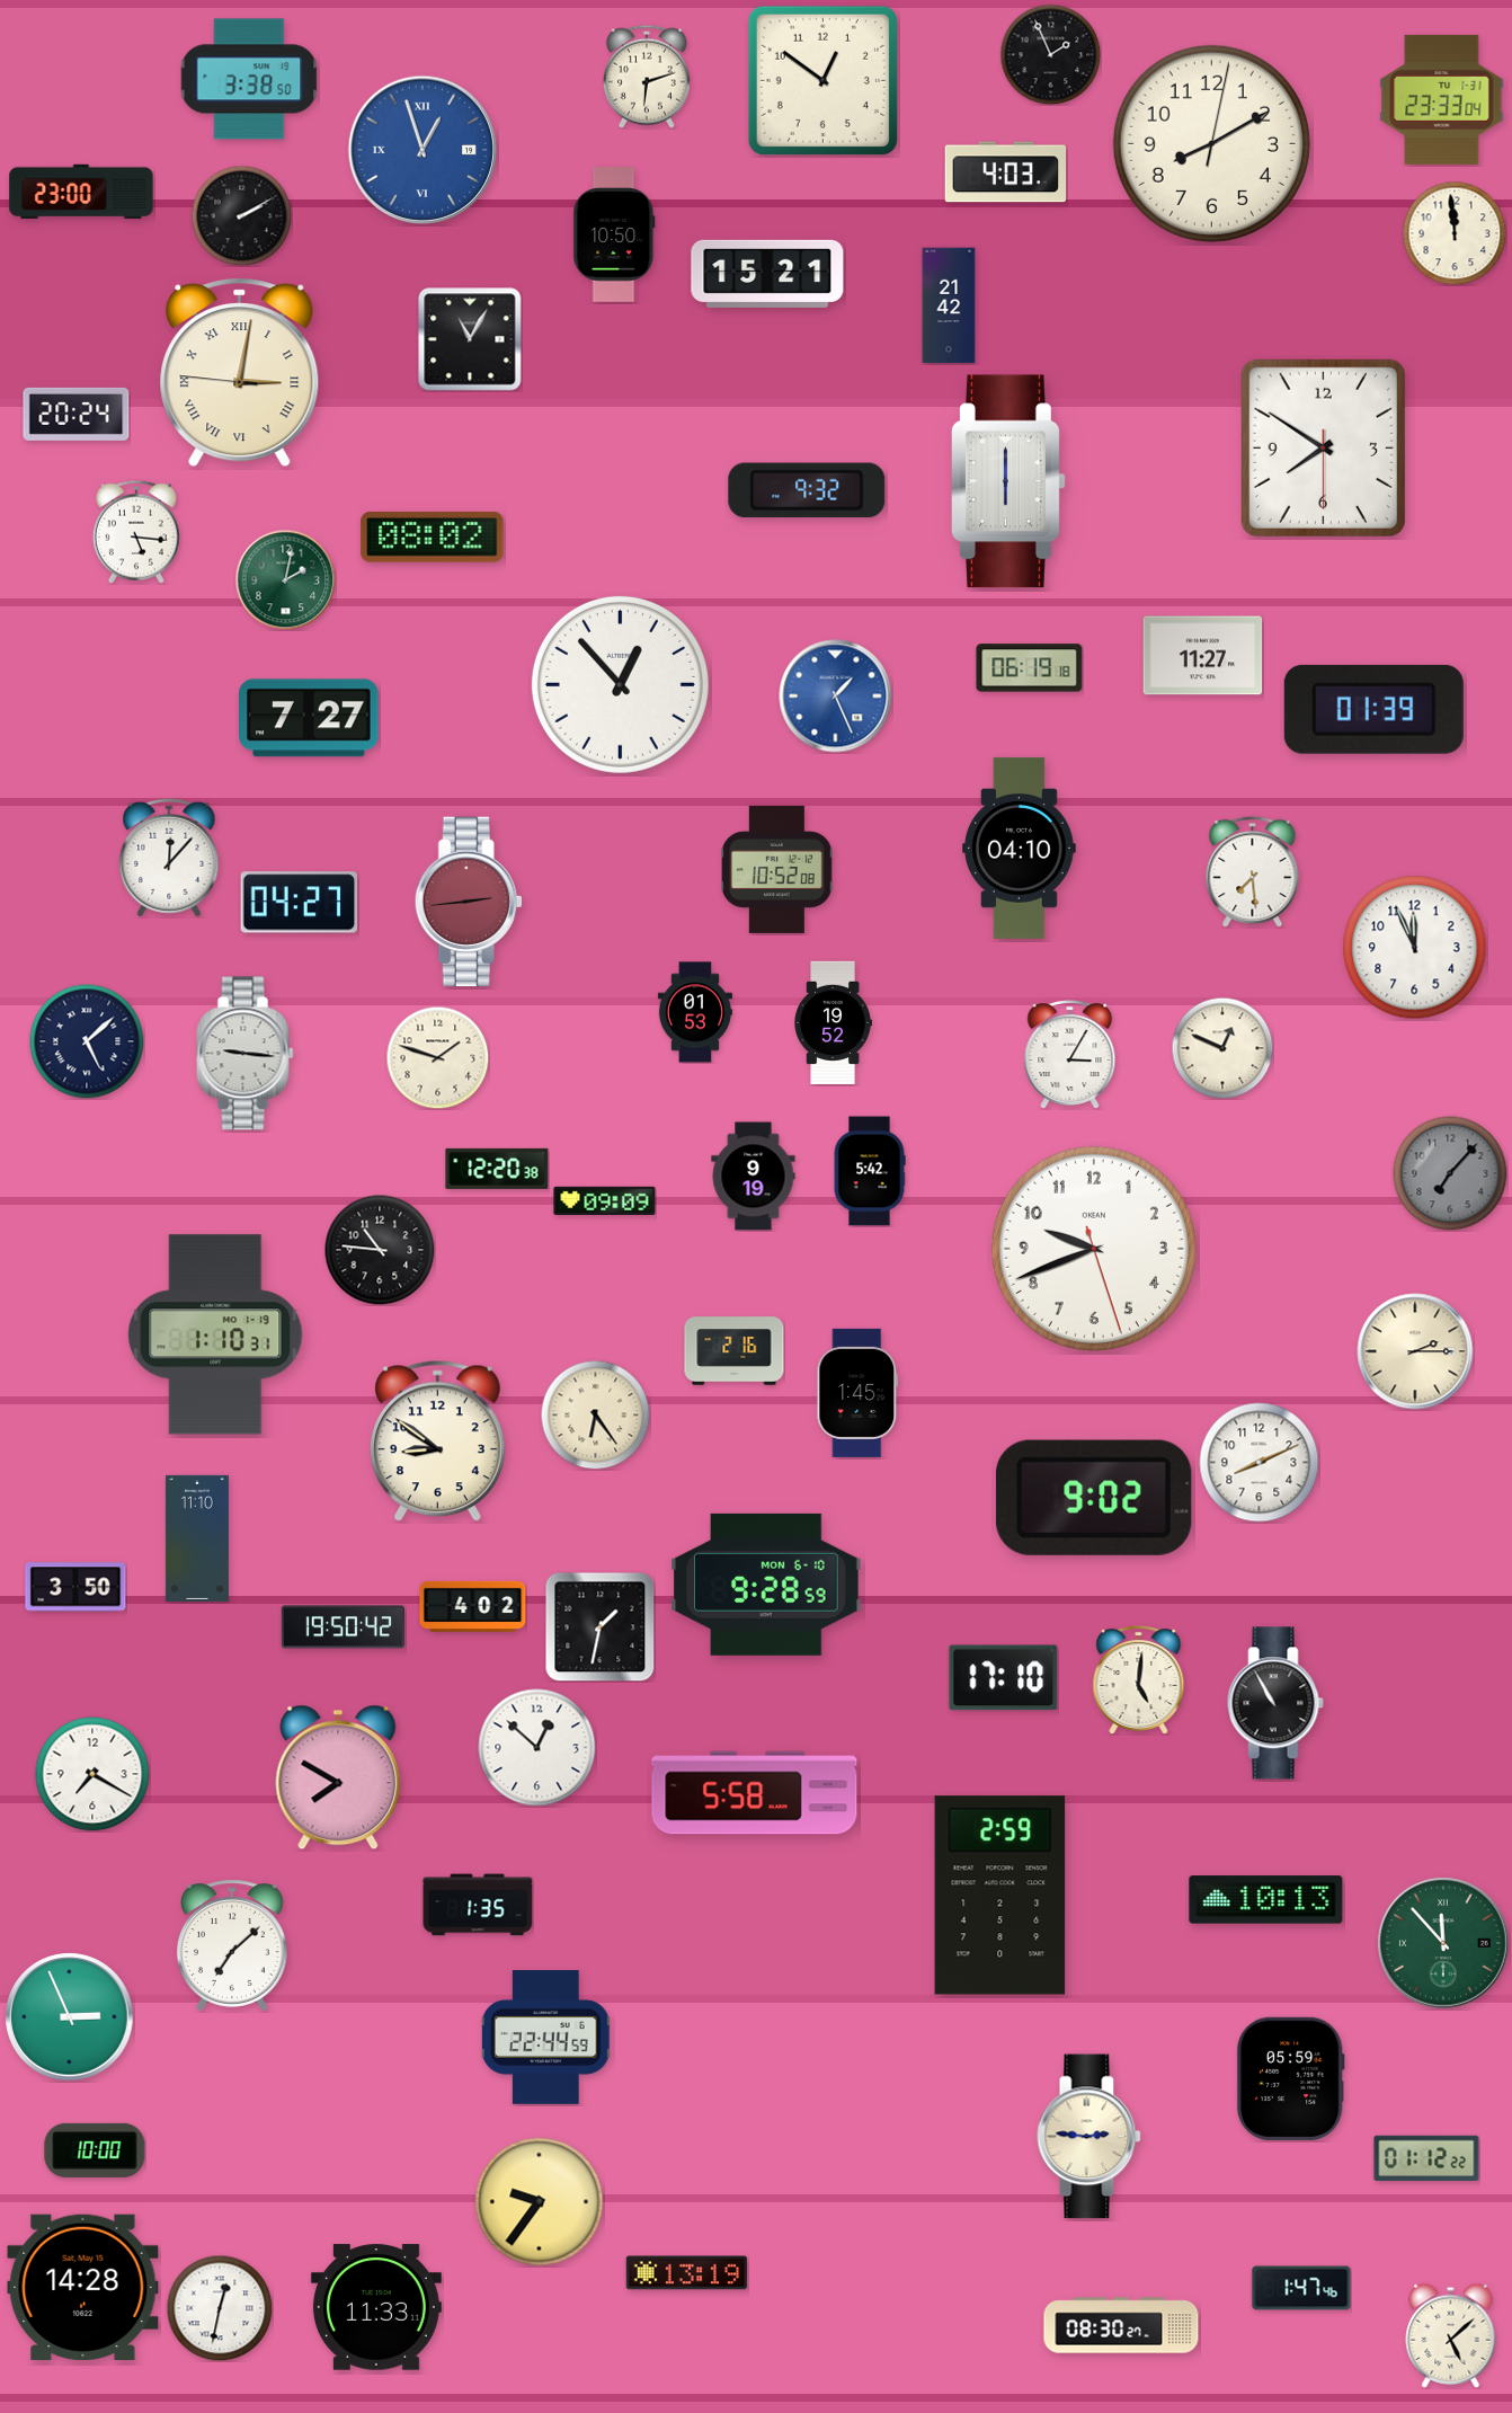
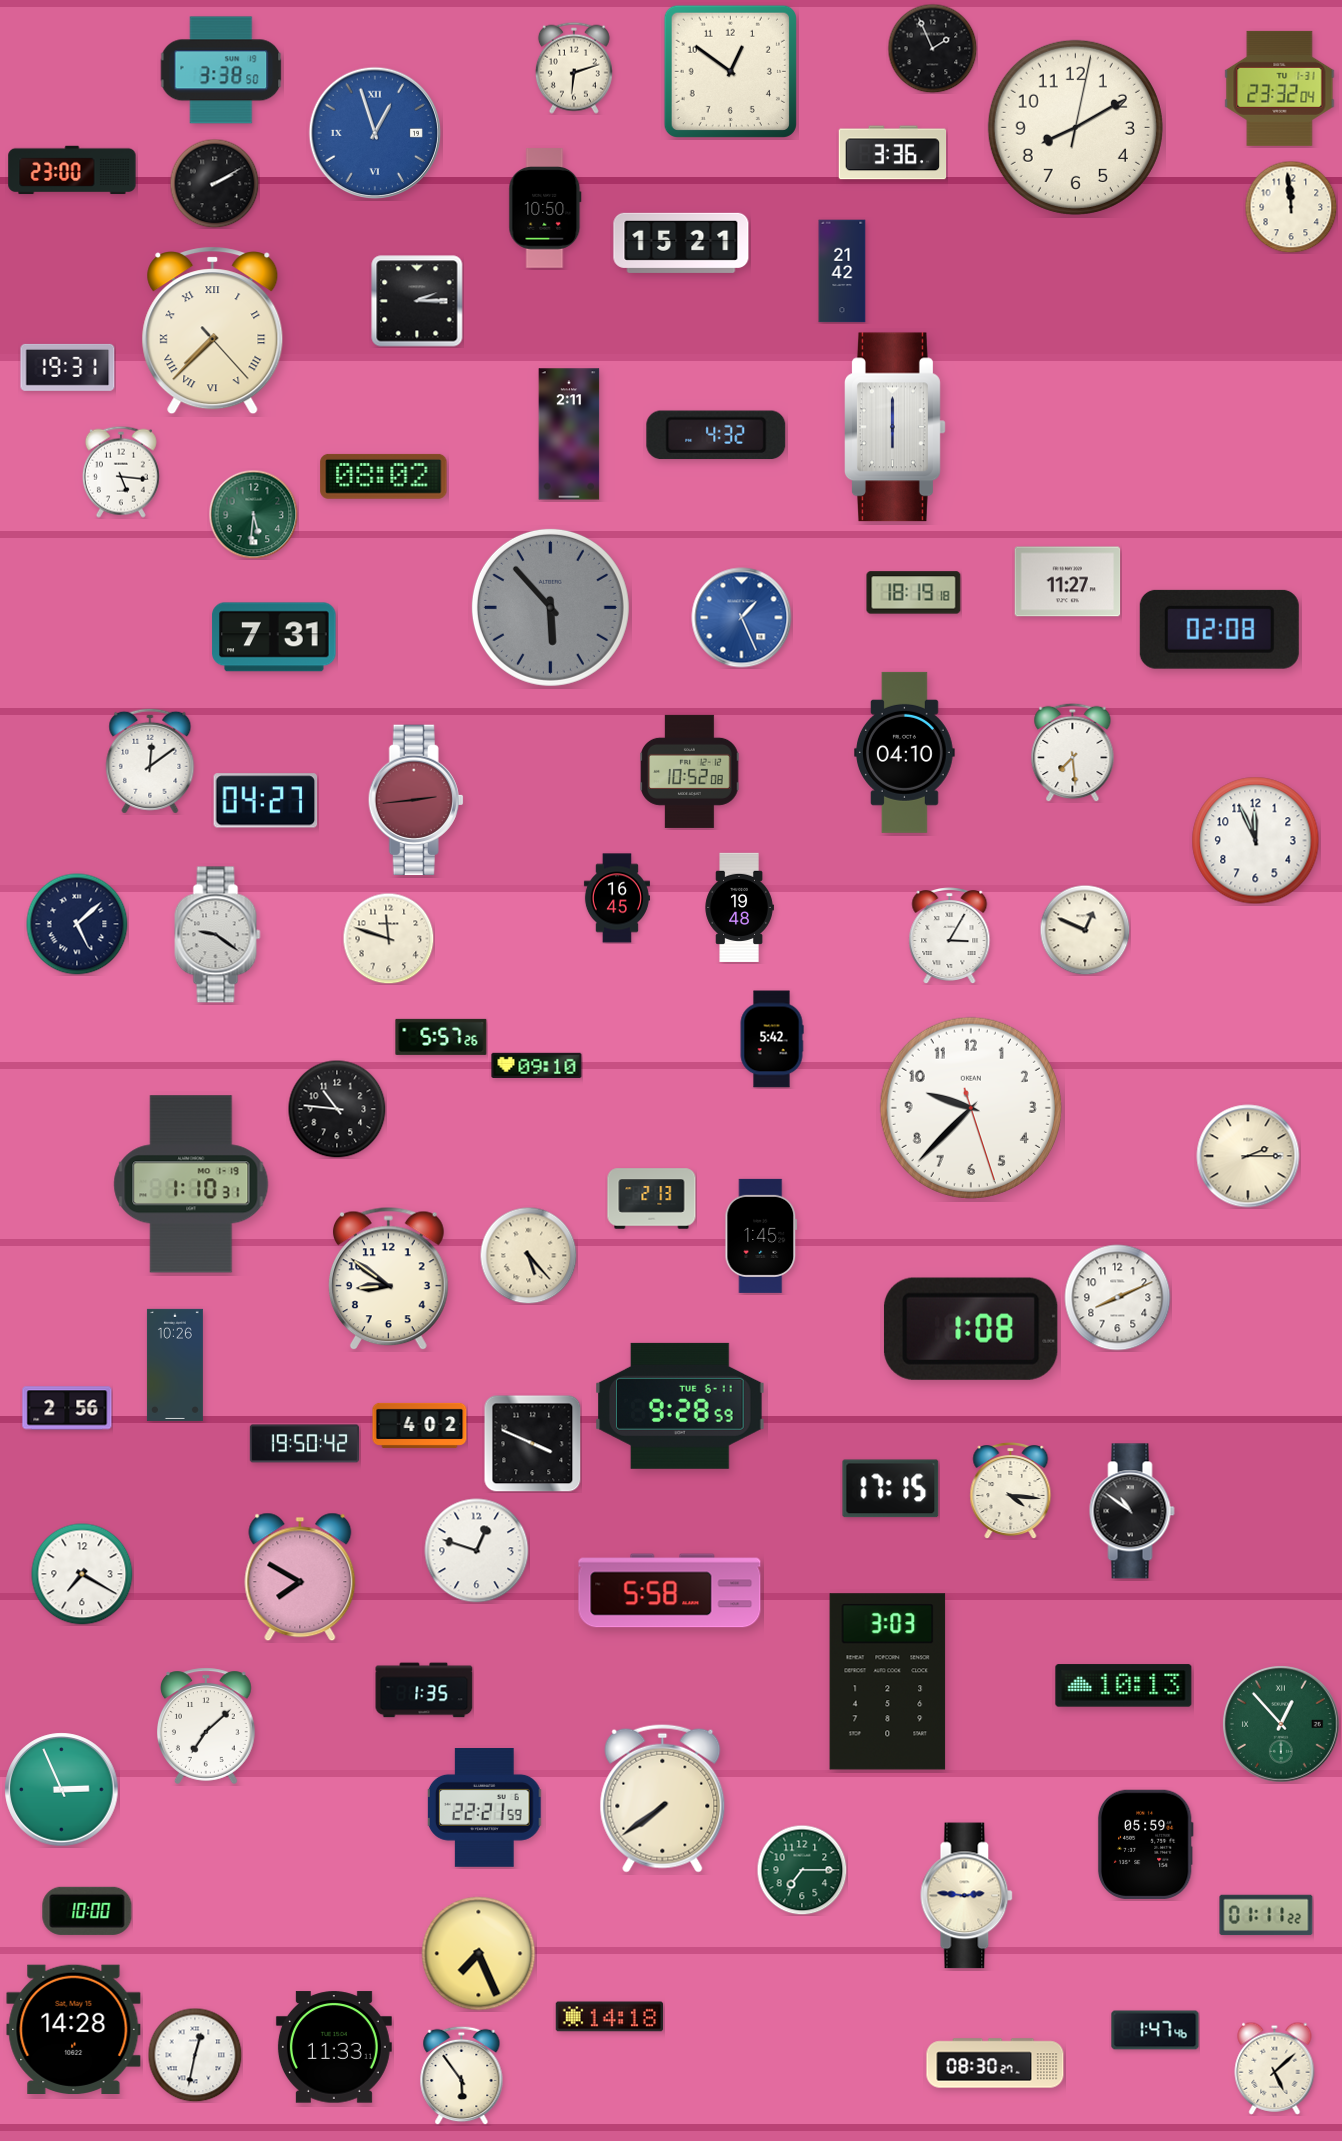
clock at (1442, 99): 23:33 -> 23:32
clock at (1006, 172): 4:03 -> 3:36
clock at (241, 215) position: (241, 215) -> (214, 183)
clock at (470, 339): 11:05 -> 2:15
clock at (240, 373): 3:01 -> 7:37
clock at (77, 414): 20:24 -> 19:31
clock at (1323, 447): 7:50 -> none
clock at (569, 434): none -> 2:11
clock at (807, 490): 9:32 -> 4:32
clock at (285, 579): 2:02 -> 5:31
clock at (1030, 668): 06:19 -> 18:19
clock at (620, 684): 12:53 -> 5:53
clock at (620, 684) dial: white -> grey
clock at (1373, 709): 01:39 -> 02:08
clock at (309, 718): 7:27 -> 7:31
clock at (169, 858): 12:07 -> 12:09
clock at (1253, 871) position: (1253, 871) -> (1073, 752)
clock at (695, 1012): 01:53 -> 16:45
clock at (833, 1022): 19:52 -> 19:48
clock at (246, 1054): 9:16 -> 9:21
clock at (437, 1057): 1:48 -> 11:48
clock at (497, 1169): 12:20 -> 5:57
clock at (1450, 1173): 7:07 -> none
clock at (754, 1177): 9:19 -> none
clock at (605, 1200): 09:09 -> 09:10
clock at (1094, 1249): 9:41 -> 9:37
clock at (735, 1351): 2:16 -> 2:13
clock at (1415, 1351) position: (1415, 1351) -> (1248, 1156)
clock at (595, 1414): 6:24 -> 5:23
clock at (1094, 1498): 9:02 -> 1:08
clock at (197, 1538): 11:10 -> 10:26
clock at (766, 1585) date: MON 6-10 -> TUE 6-11
clock at (75, 1587): 3:50 -> 2:56
clock at (601, 1627): 1:32 -> 3:49
clock at (1004, 1678): 17:10 -> 17:15
clock at (1139, 1680): 5:01 -> 4:16
clock at (1275, 1703): 10:55 -> 10:51
clock at (537, 1748): 12:52 -> 12:48
clock at (1000, 1896): 2:59 -> 3:03
clock at (1444, 1944): 11:53 -> 12:53
clock at (663, 1798): none -> 7:39
clock at (546, 2038): 22:44 -> 22:21
clock at (802, 1870): none -> 7:15
clock at (95, 2150) position: (95, 2150) -> (87, 1911)
clock at (1426, 2158): 01:12 -> 01:11
clock at (540, 2202): 9:36 -> 7:26
clock at (687, 2273): 13:19 -> 14:18
clock at (220, 2308) position: (220, 2308) -> (195, 2055)
clock at (1451, 2335) position: (1451, 2335) -> (1275, 2068)
clock at (462, 2075): none -> 5:54
